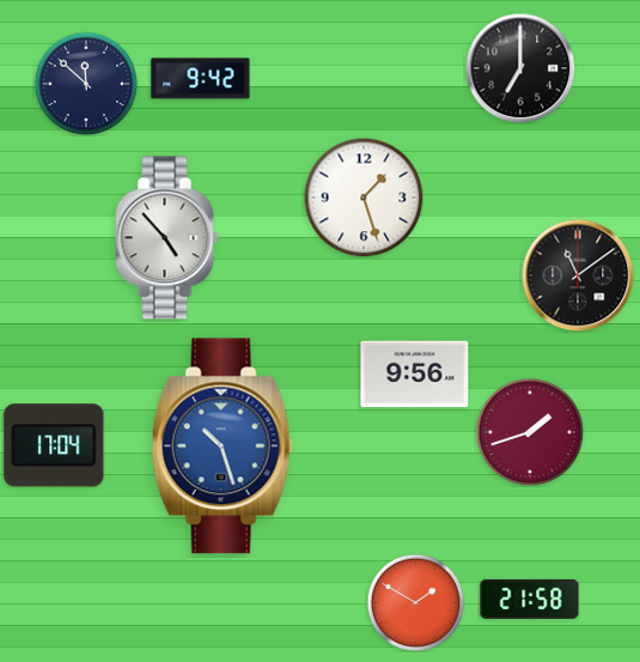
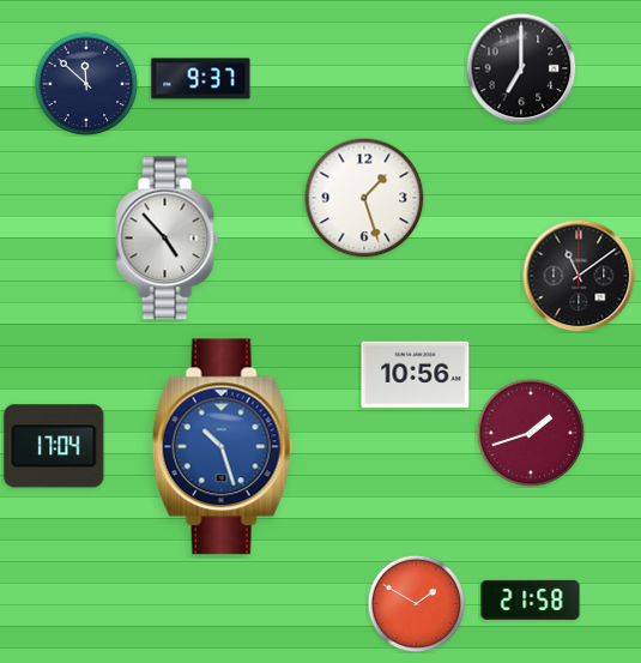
clock at (201, 79): 9:42 -> 9:37
clock at (415, 375): 9:56 -> 10:56
